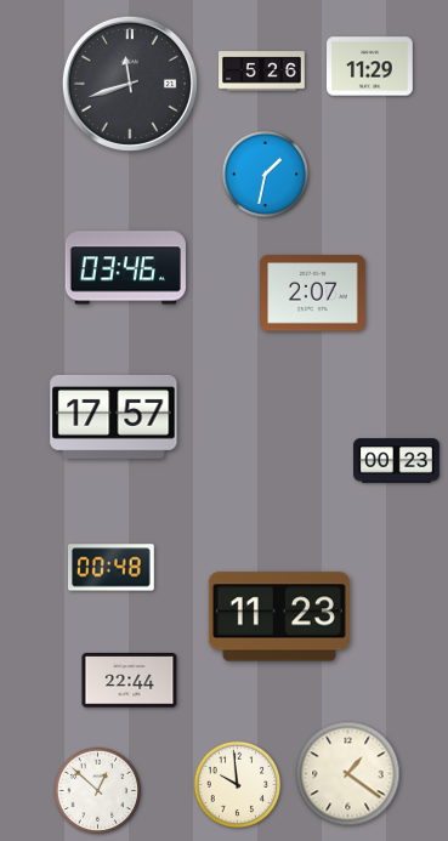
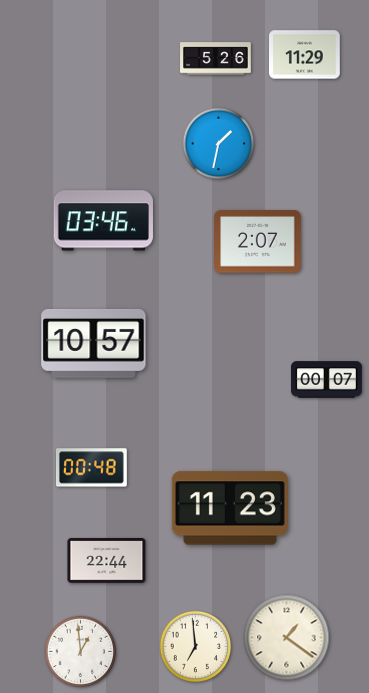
clock at (130, 84): 11:42 -> none
clock at (114, 416): 17:57 -> 10:57
clock at (397, 461): 00:23 -> 00:07
clock at (238, 785): 9:59 -> 6:59
clock at (98, 791): 12:52 -> 12:59
